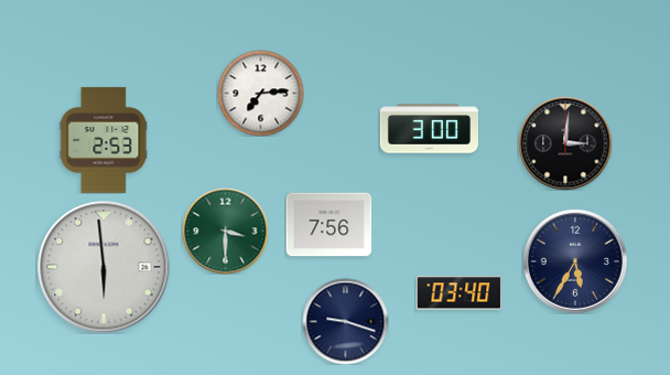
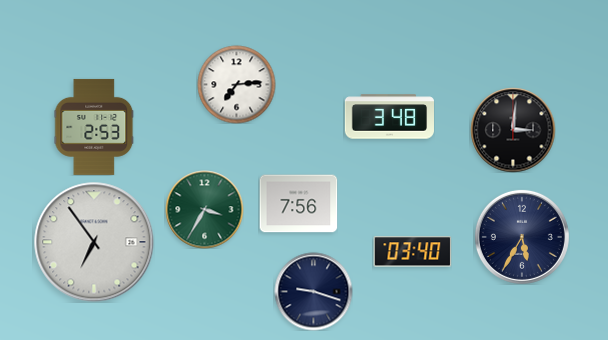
clock at (429, 129): 3:00 -> 3:48
clock at (225, 231): 3:30 -> 3:35
clock at (104, 267): 5:59 -> 6:54
clock at (458, 293) position: (458, 293) -> (412, 252)
